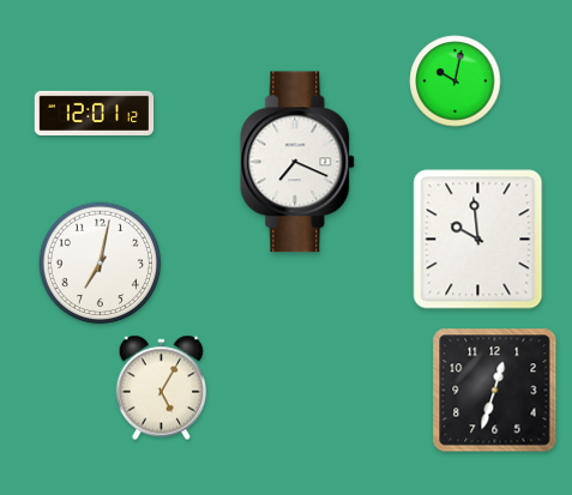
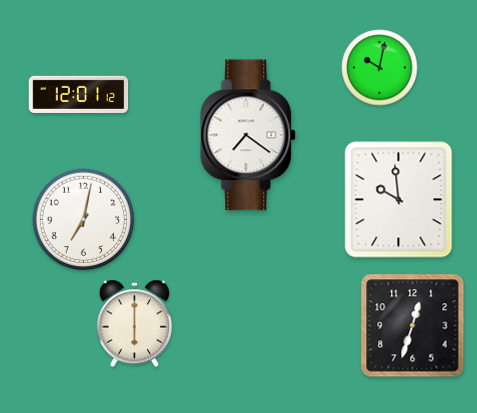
clock at (299, 162): 7:19 -> 7:21
clock at (162, 388): 5:05 -> 6:00
